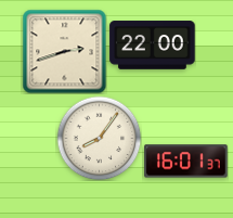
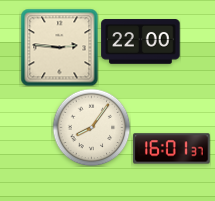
clock at (64, 51): 2:42 -> 2:46
